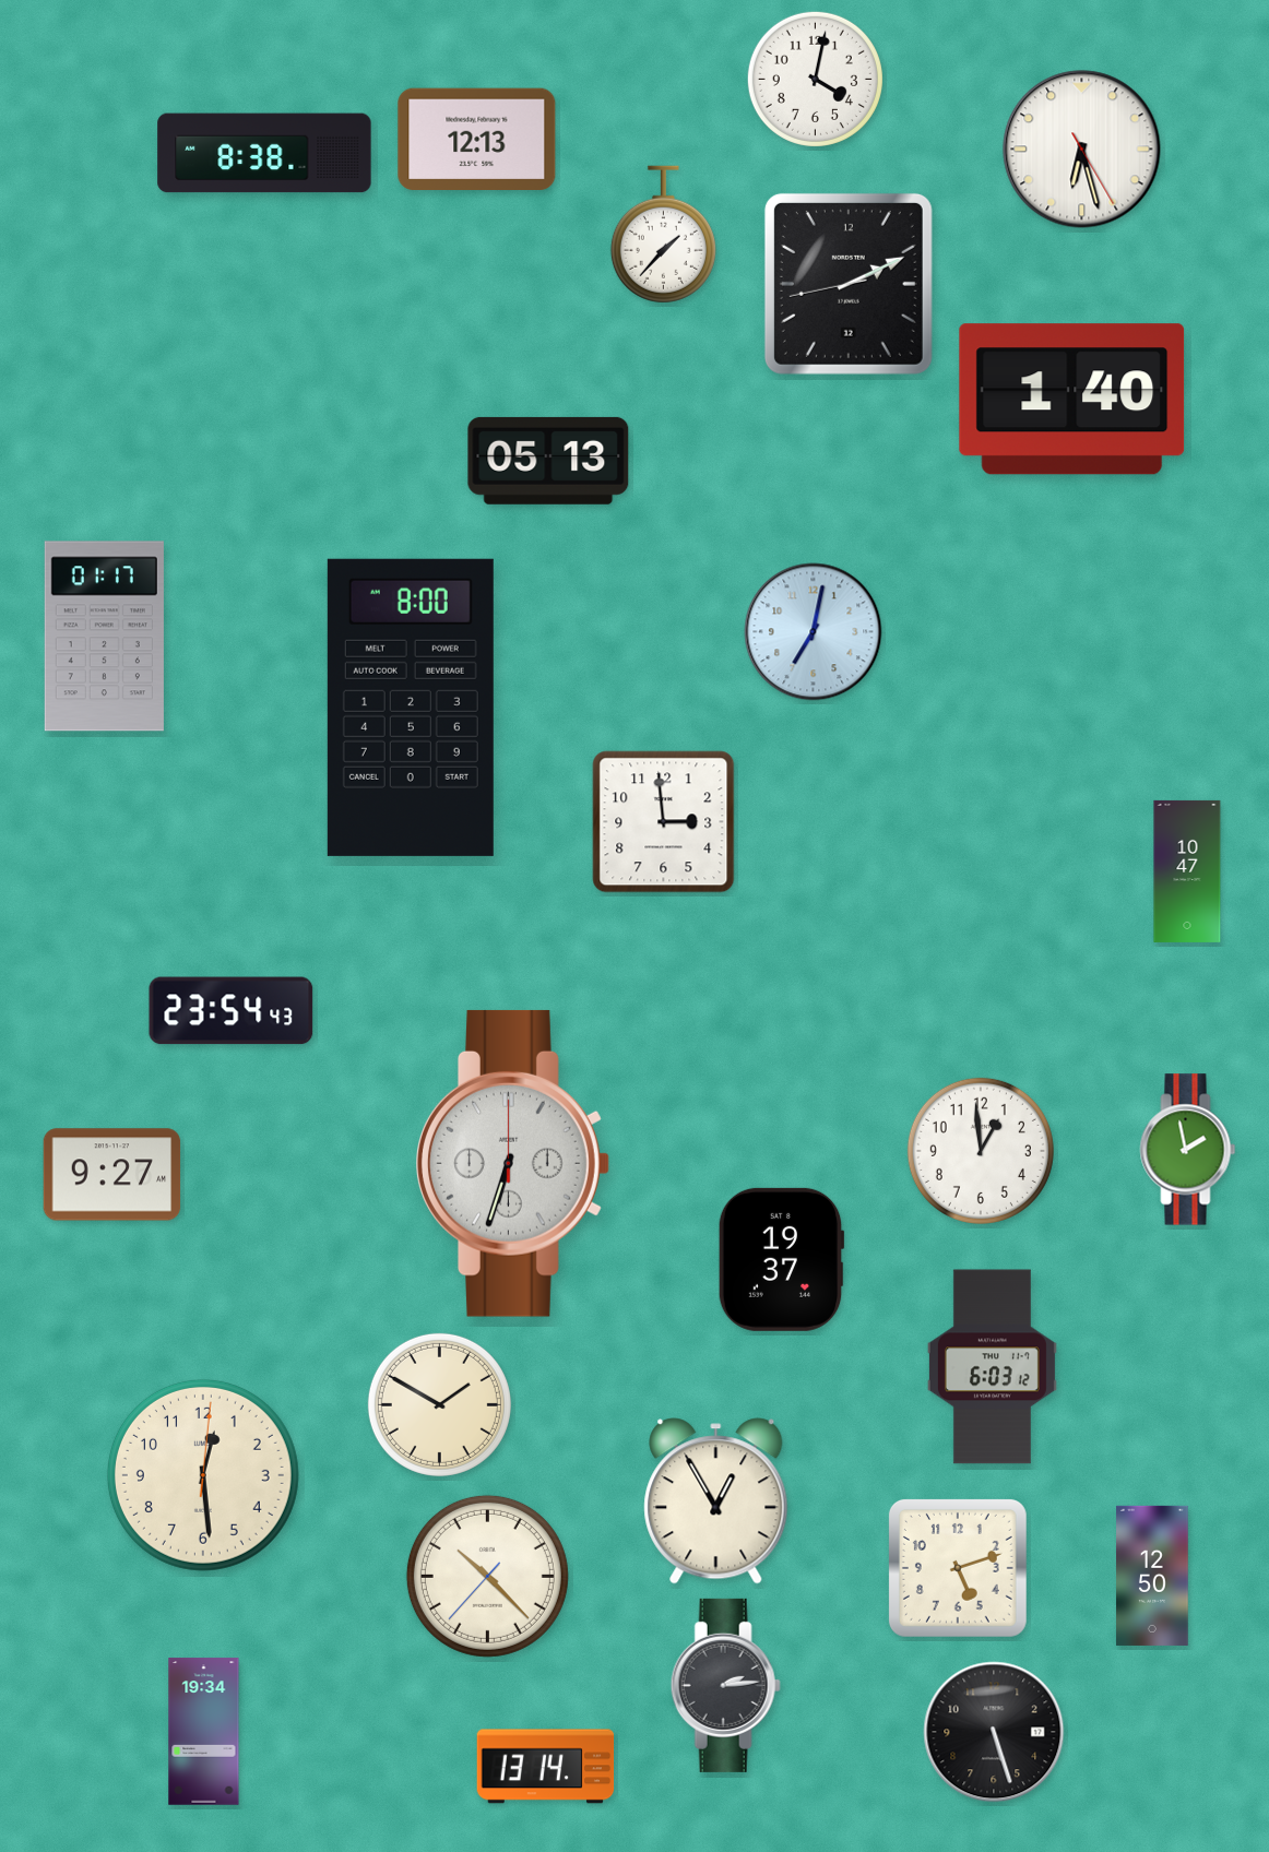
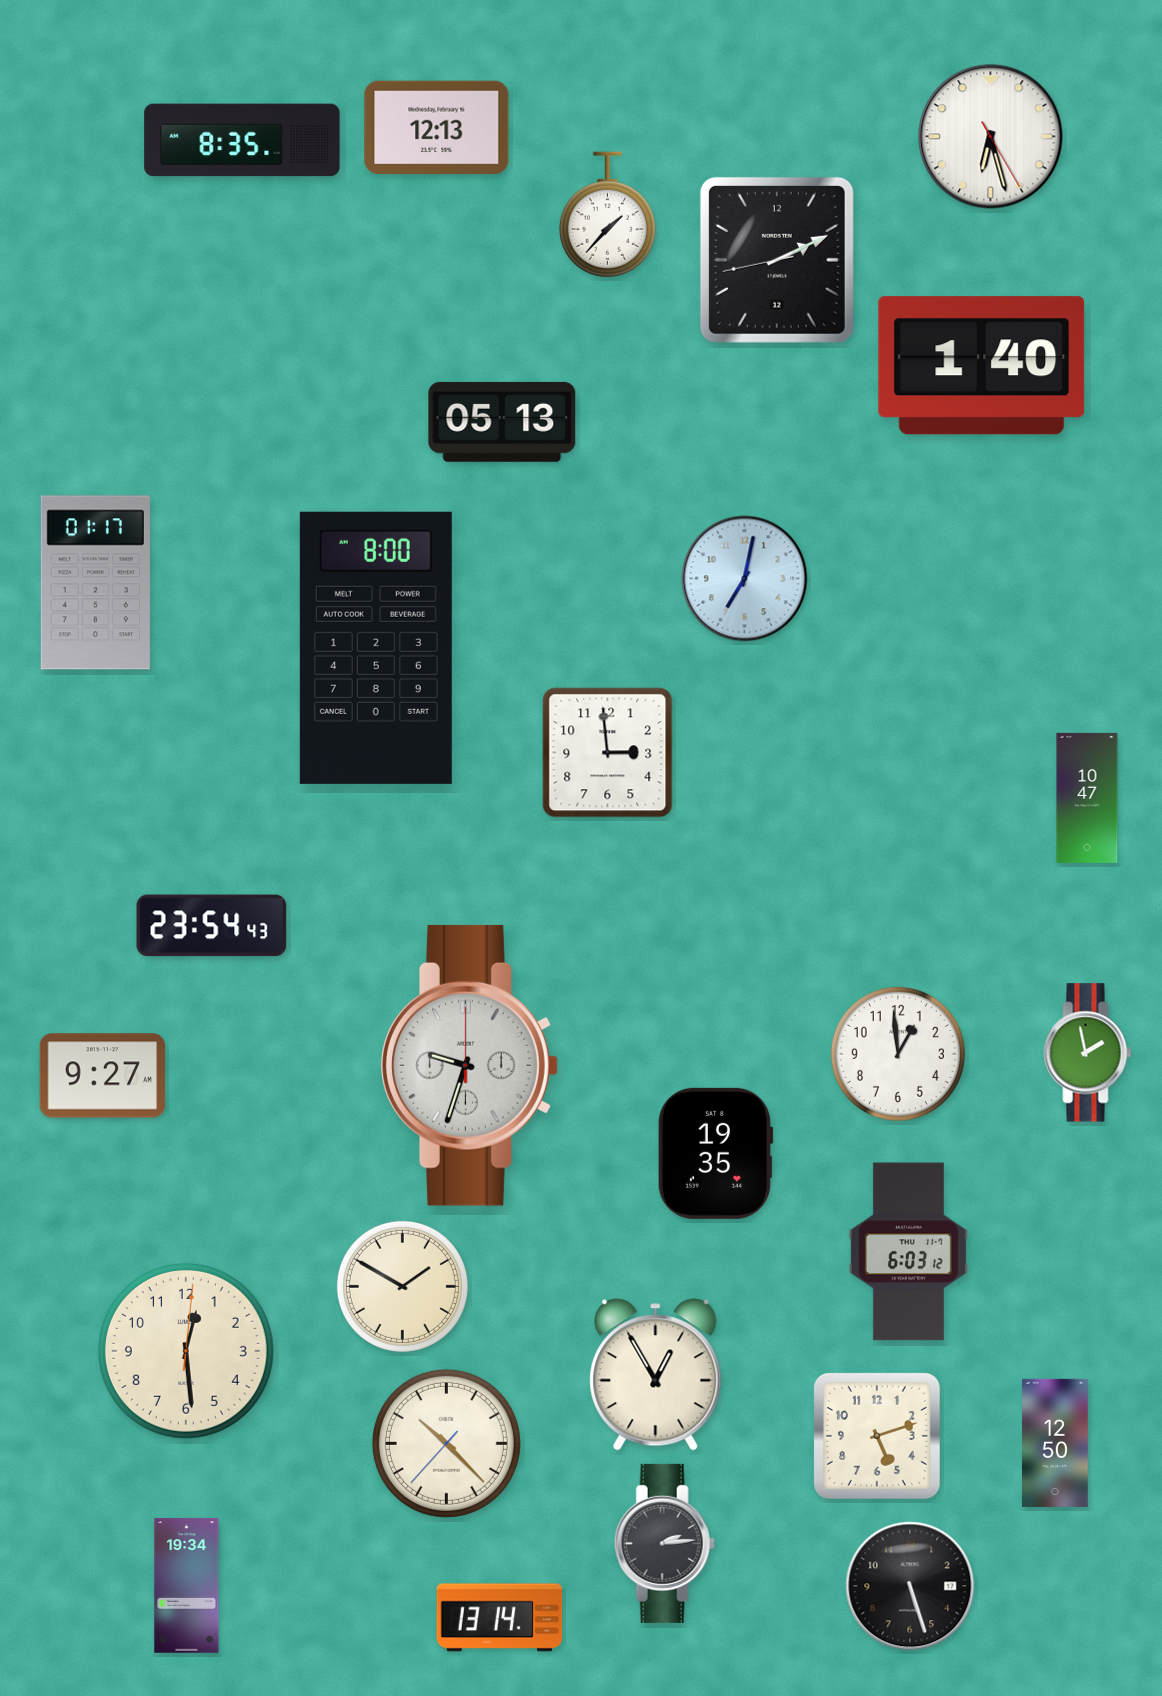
clock at (815, 79): 4:02 -> none
clock at (264, 153): 8:38 -> 8:35
clock at (512, 1163): 6:33 -> 9:33
clock at (781, 1259): 19:37 -> 19:35
